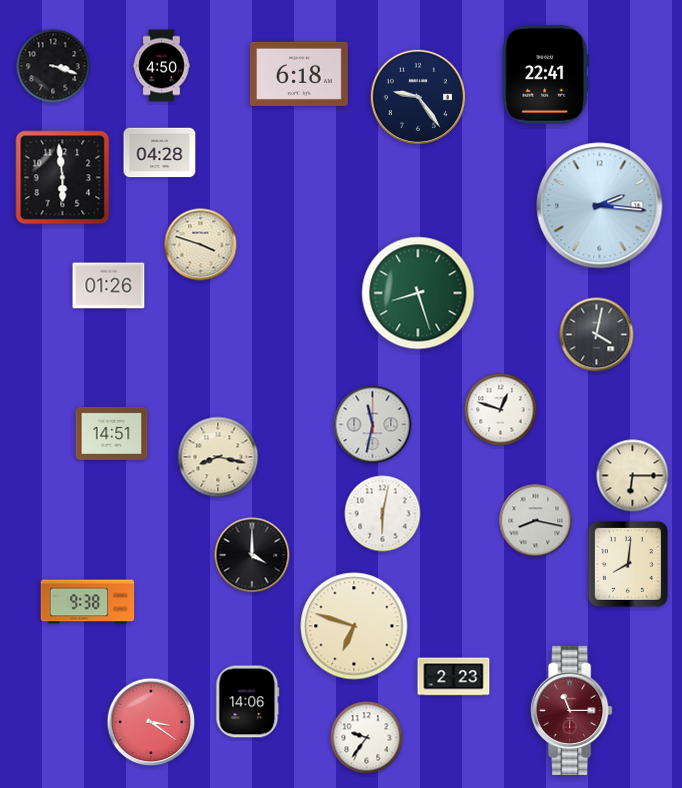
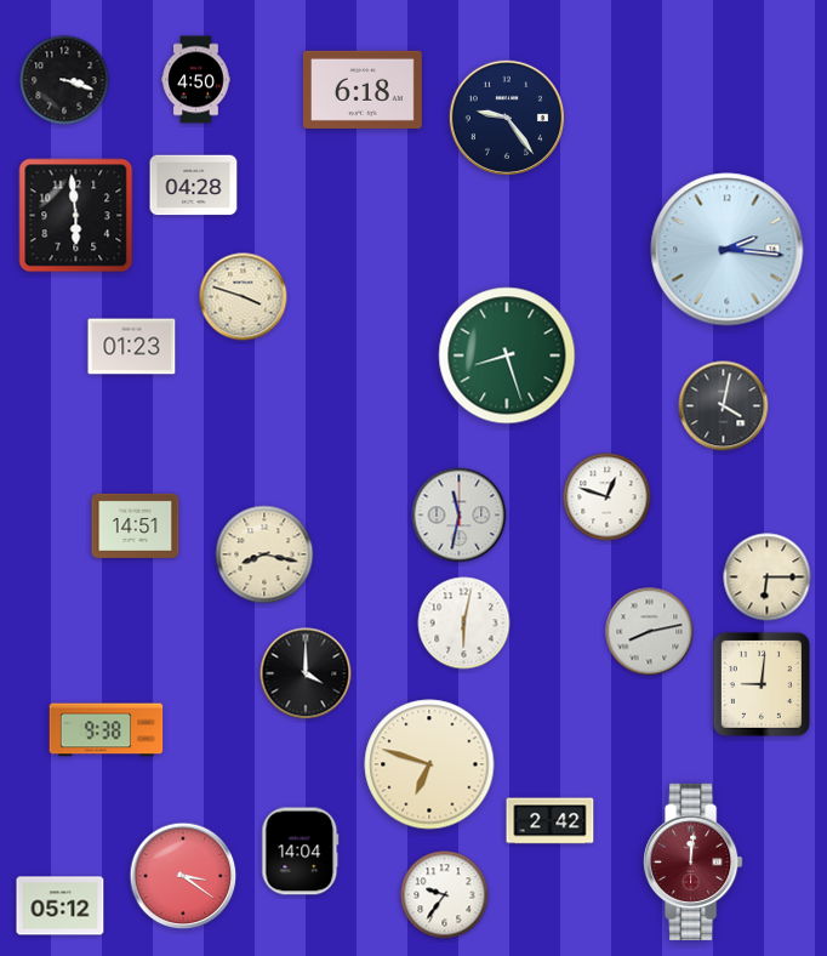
clock at (545, 75): 22:41 -> none
clock at (109, 286): 01:26 -> 01:23
clock at (373, 425) position: (373, 425) -> (460, 516)
clock at (536, 521): 8:17 -> 8:13
clock at (628, 564): 8:01 -> 9:01
clock at (354, 626) position: (354, 626) -> (429, 764)
clock at (454, 677): 2:23 -> 2:42
clock at (248, 702): 14:06 -> 14:04
clock at (572, 710): 11:15 -> 12:01
clock at (61, 906): none -> 05:12
